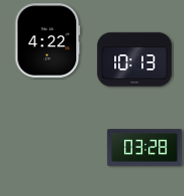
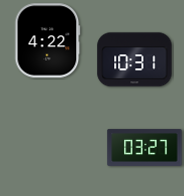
clock at (135, 60): 10:13 -> 10:31
clock at (145, 147): 03:28 -> 03:27
